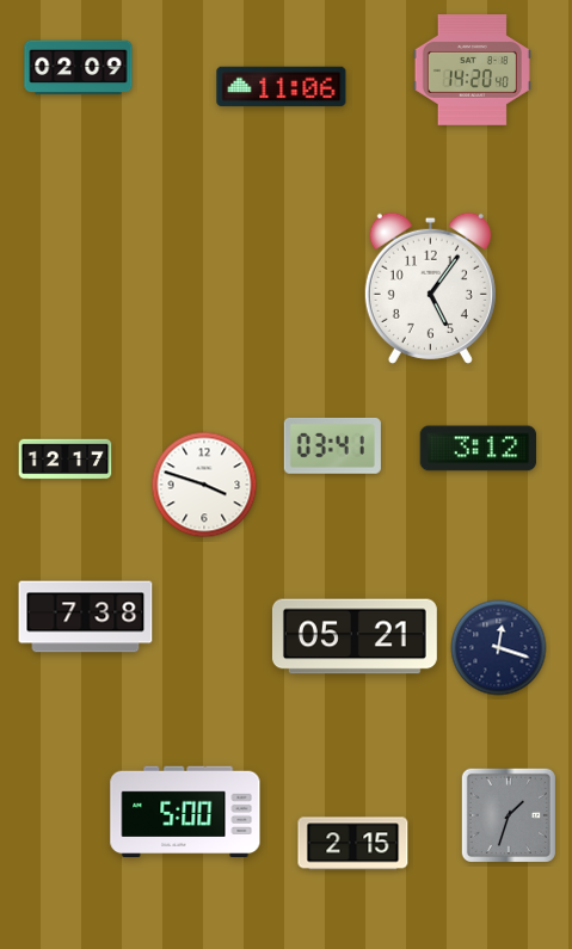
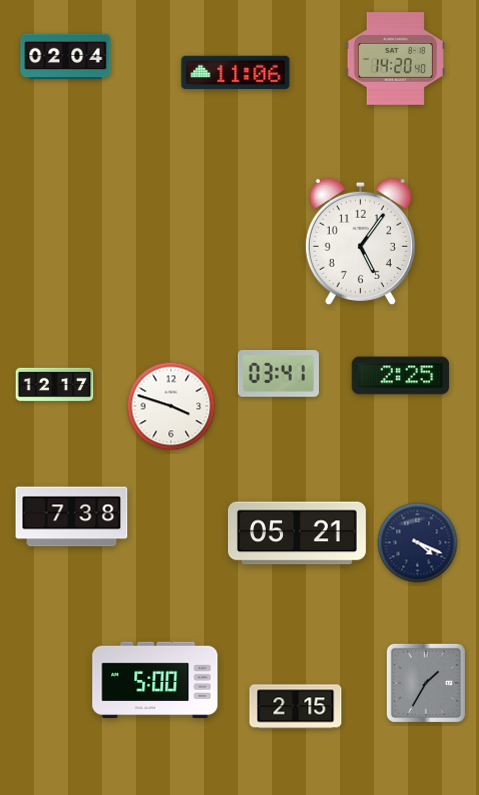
clock at (79, 68): 02:09 -> 02:04
clock at (479, 449): 3:12 -> 2:25
clock at (499, 648): 12:18 -> 4:19
clock at (509, 815): 1:33 -> 1:35
